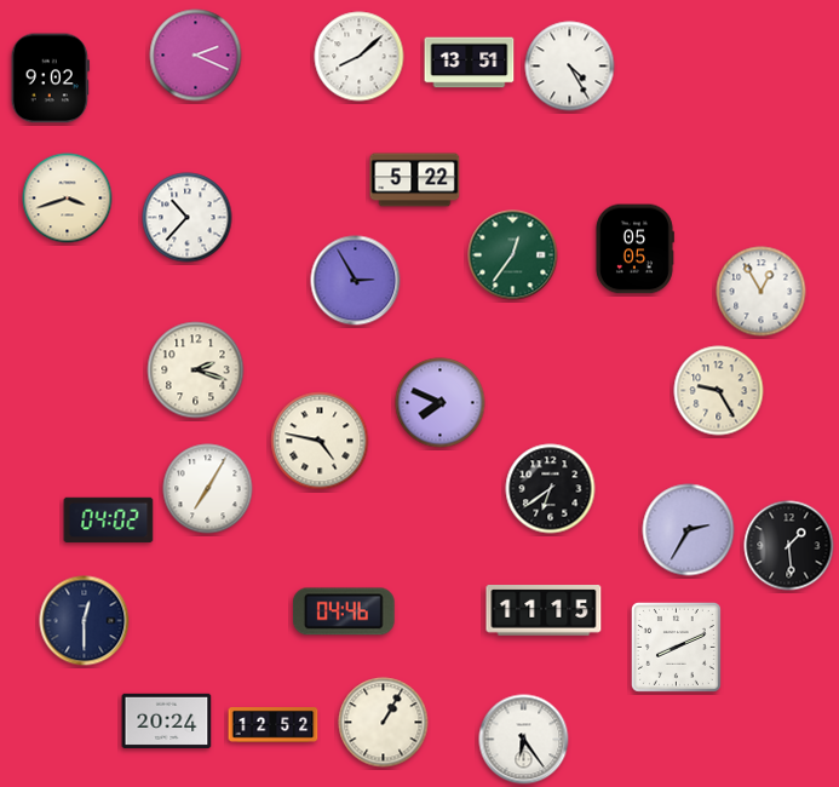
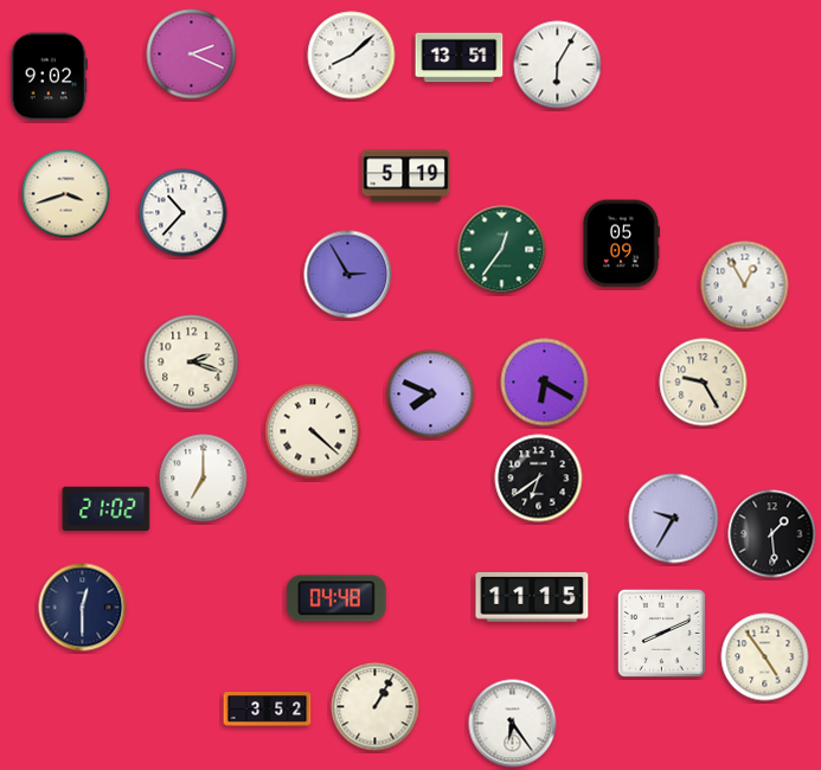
clock at (470, 63) position: (470, 63) -> (460, 58)
clock at (570, 67): 4:25 -> 6:05
clock at (415, 180): 5:22 -> 5:19
clock at (634, 249): 05:05 -> 05:09
clock at (545, 383): none -> 6:20
clock at (320, 441): 4:47 -> 4:22
clock at (208, 489): 7:05 -> 7:00
clock at (109, 521): 04:02 -> 21:02
clock at (689, 530): 2:35 -> 9:35
clock at (344, 611): 04:46 -> 04:48
clock at (765, 657): none -> 4:54
clock at (167, 720): 20:24 -> none
clock at (274, 725): 12:52 -> 3:52
